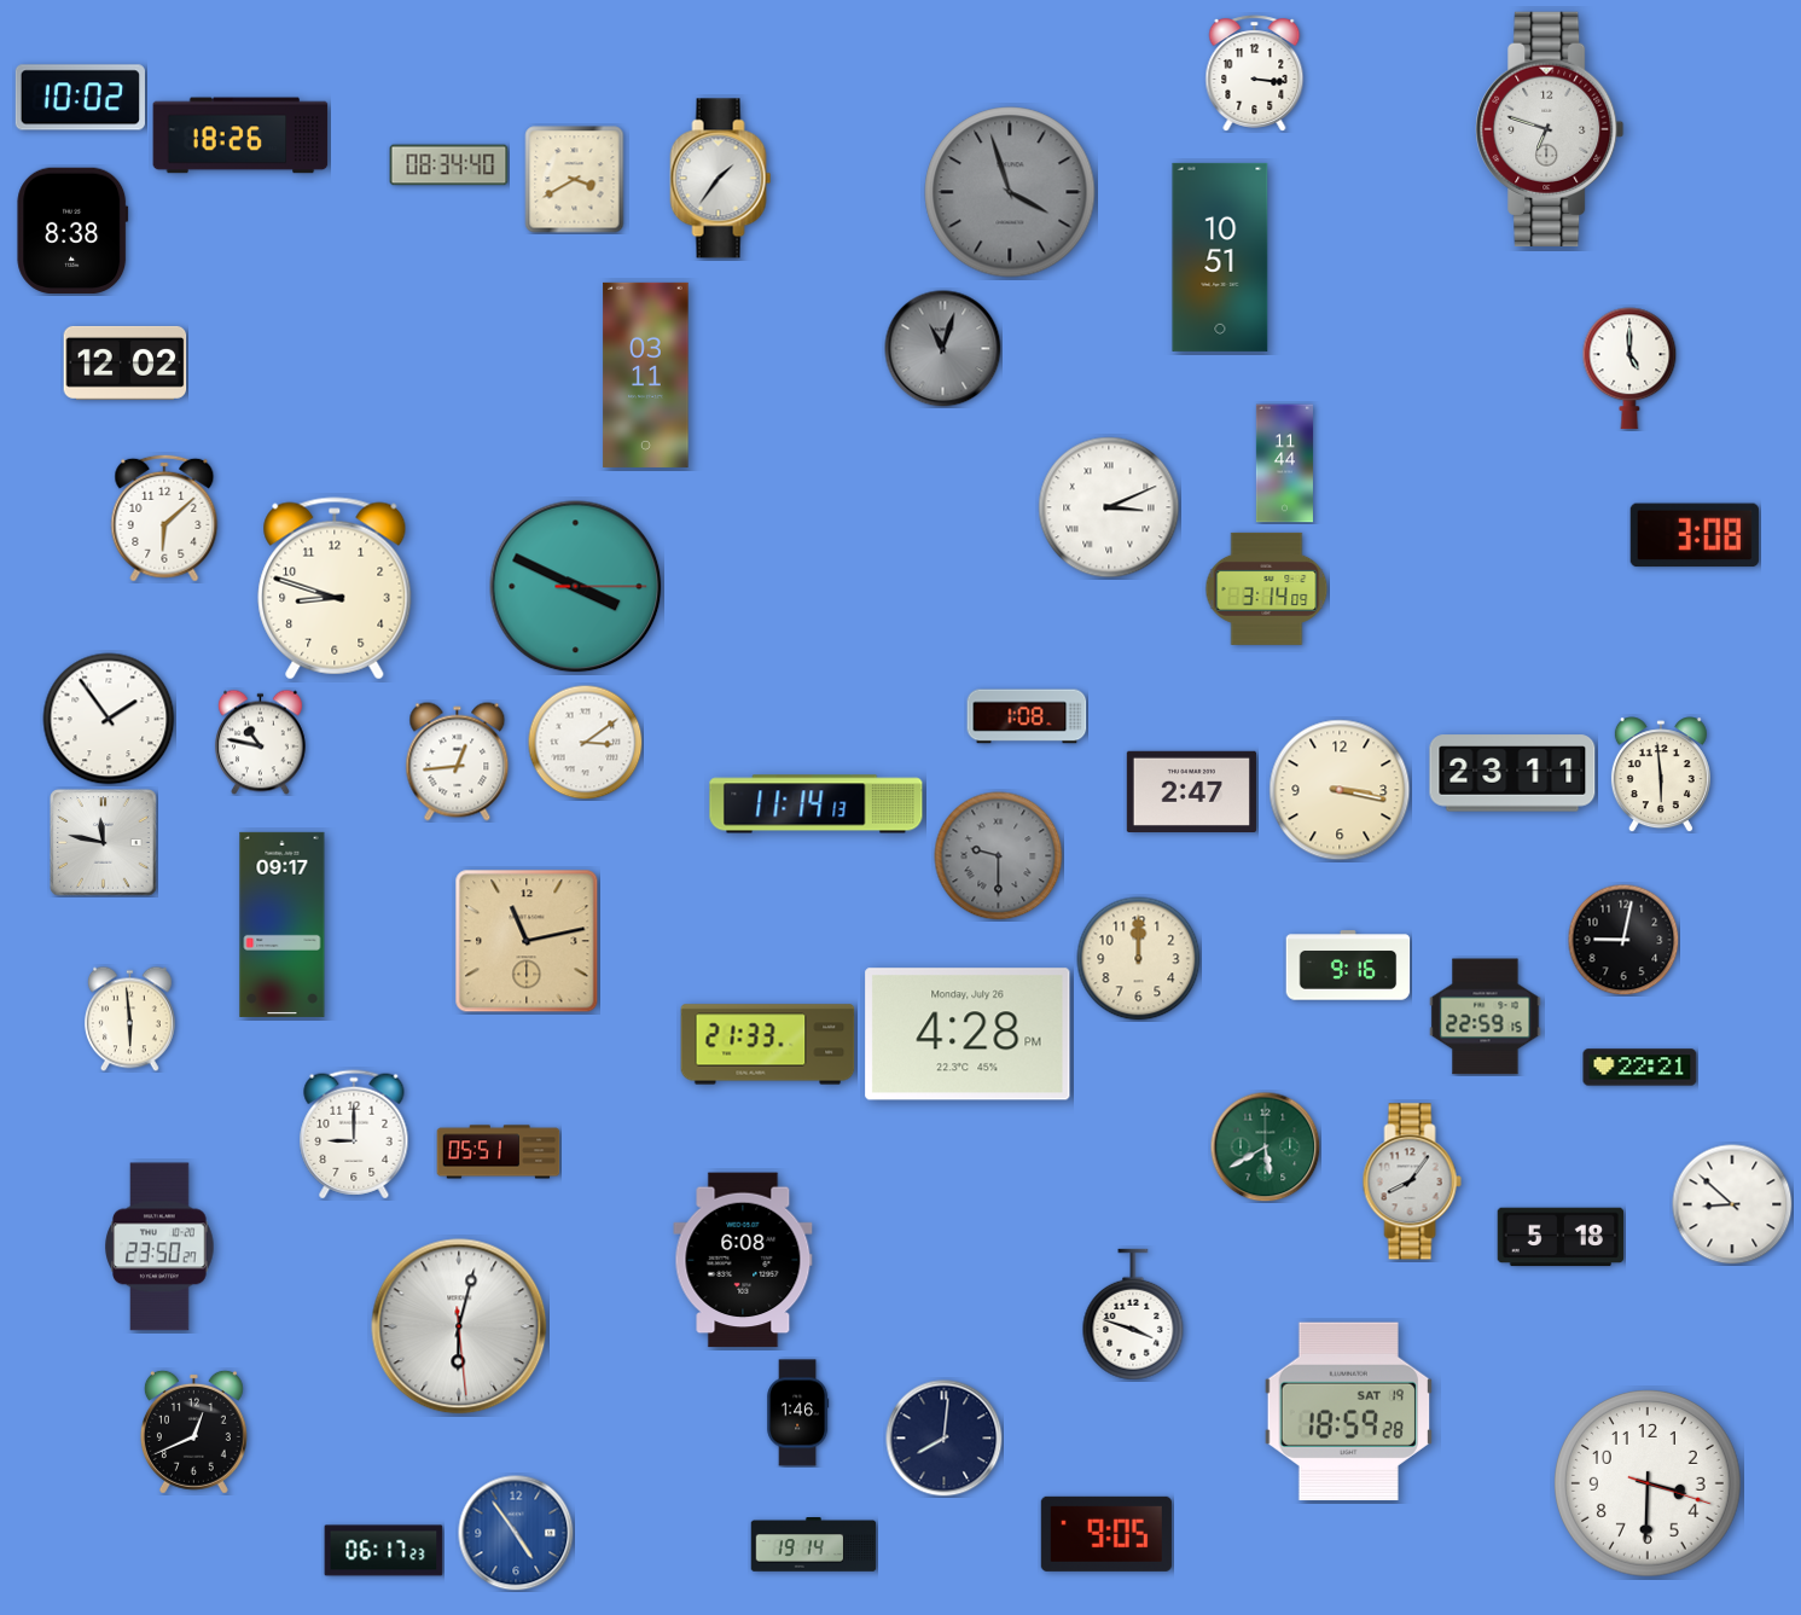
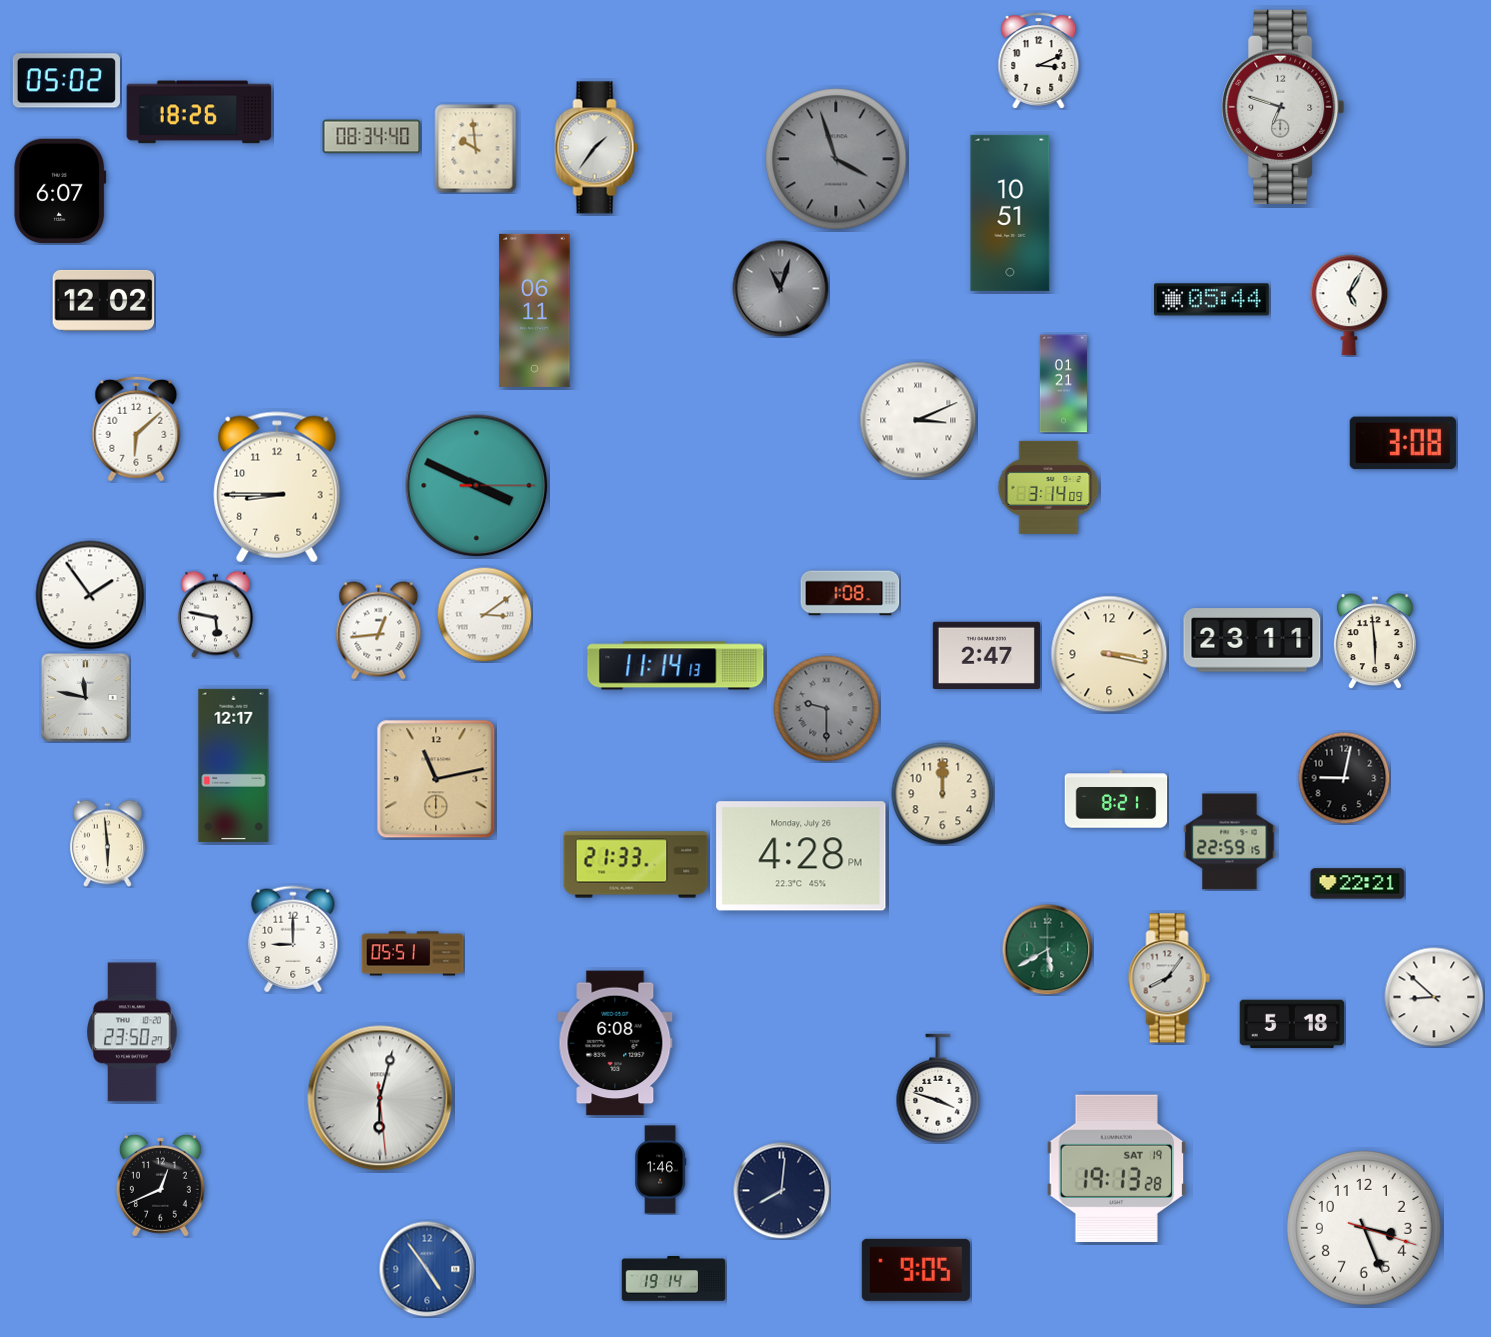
clock at (1255, 74): 3:16 -> 3:11
clock at (80, 98): 10:02 -> 05:02
clock at (575, 180): 3:40 -> 9:59
clock at (72, 230): 8:38 -> 6:07
clock at (1211, 300): none -> 05:44
clock at (1629, 368): 5:00 -> 5:05
clock at (646, 374): 03:11 -> 06:11
clock at (1284, 464): 11:44 -> 01:21
clock at (335, 588): 8:48 -> 8:45
clock at (260, 742): 10:47 -> 5:47
clock at (283, 924): 09:17 -> 12:17
clock at (1348, 965): 9:16 -> 8:21
clock at (1348, 1411): 18:59 -> 19:13
clock at (1649, 1485): 3:30 -> 3:26
clock at (384, 1551): 06:17 -> none
